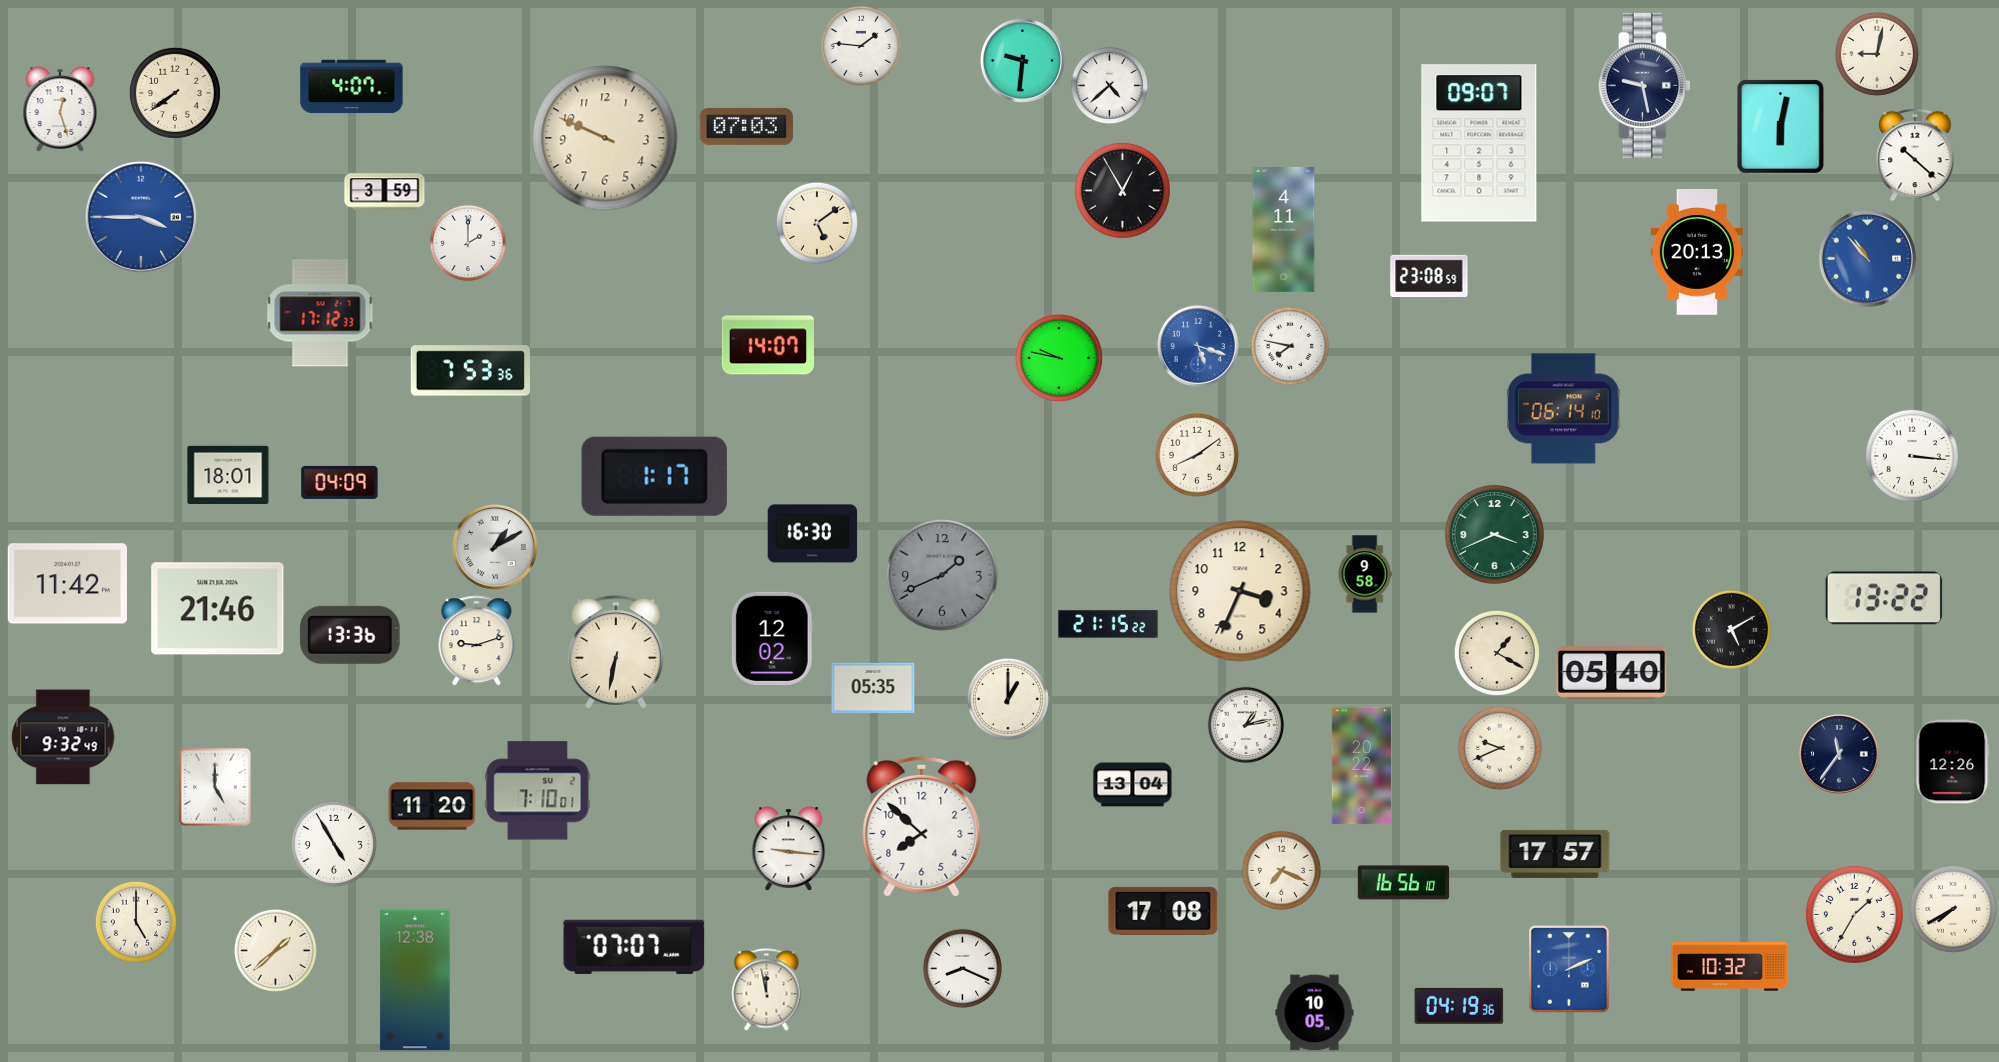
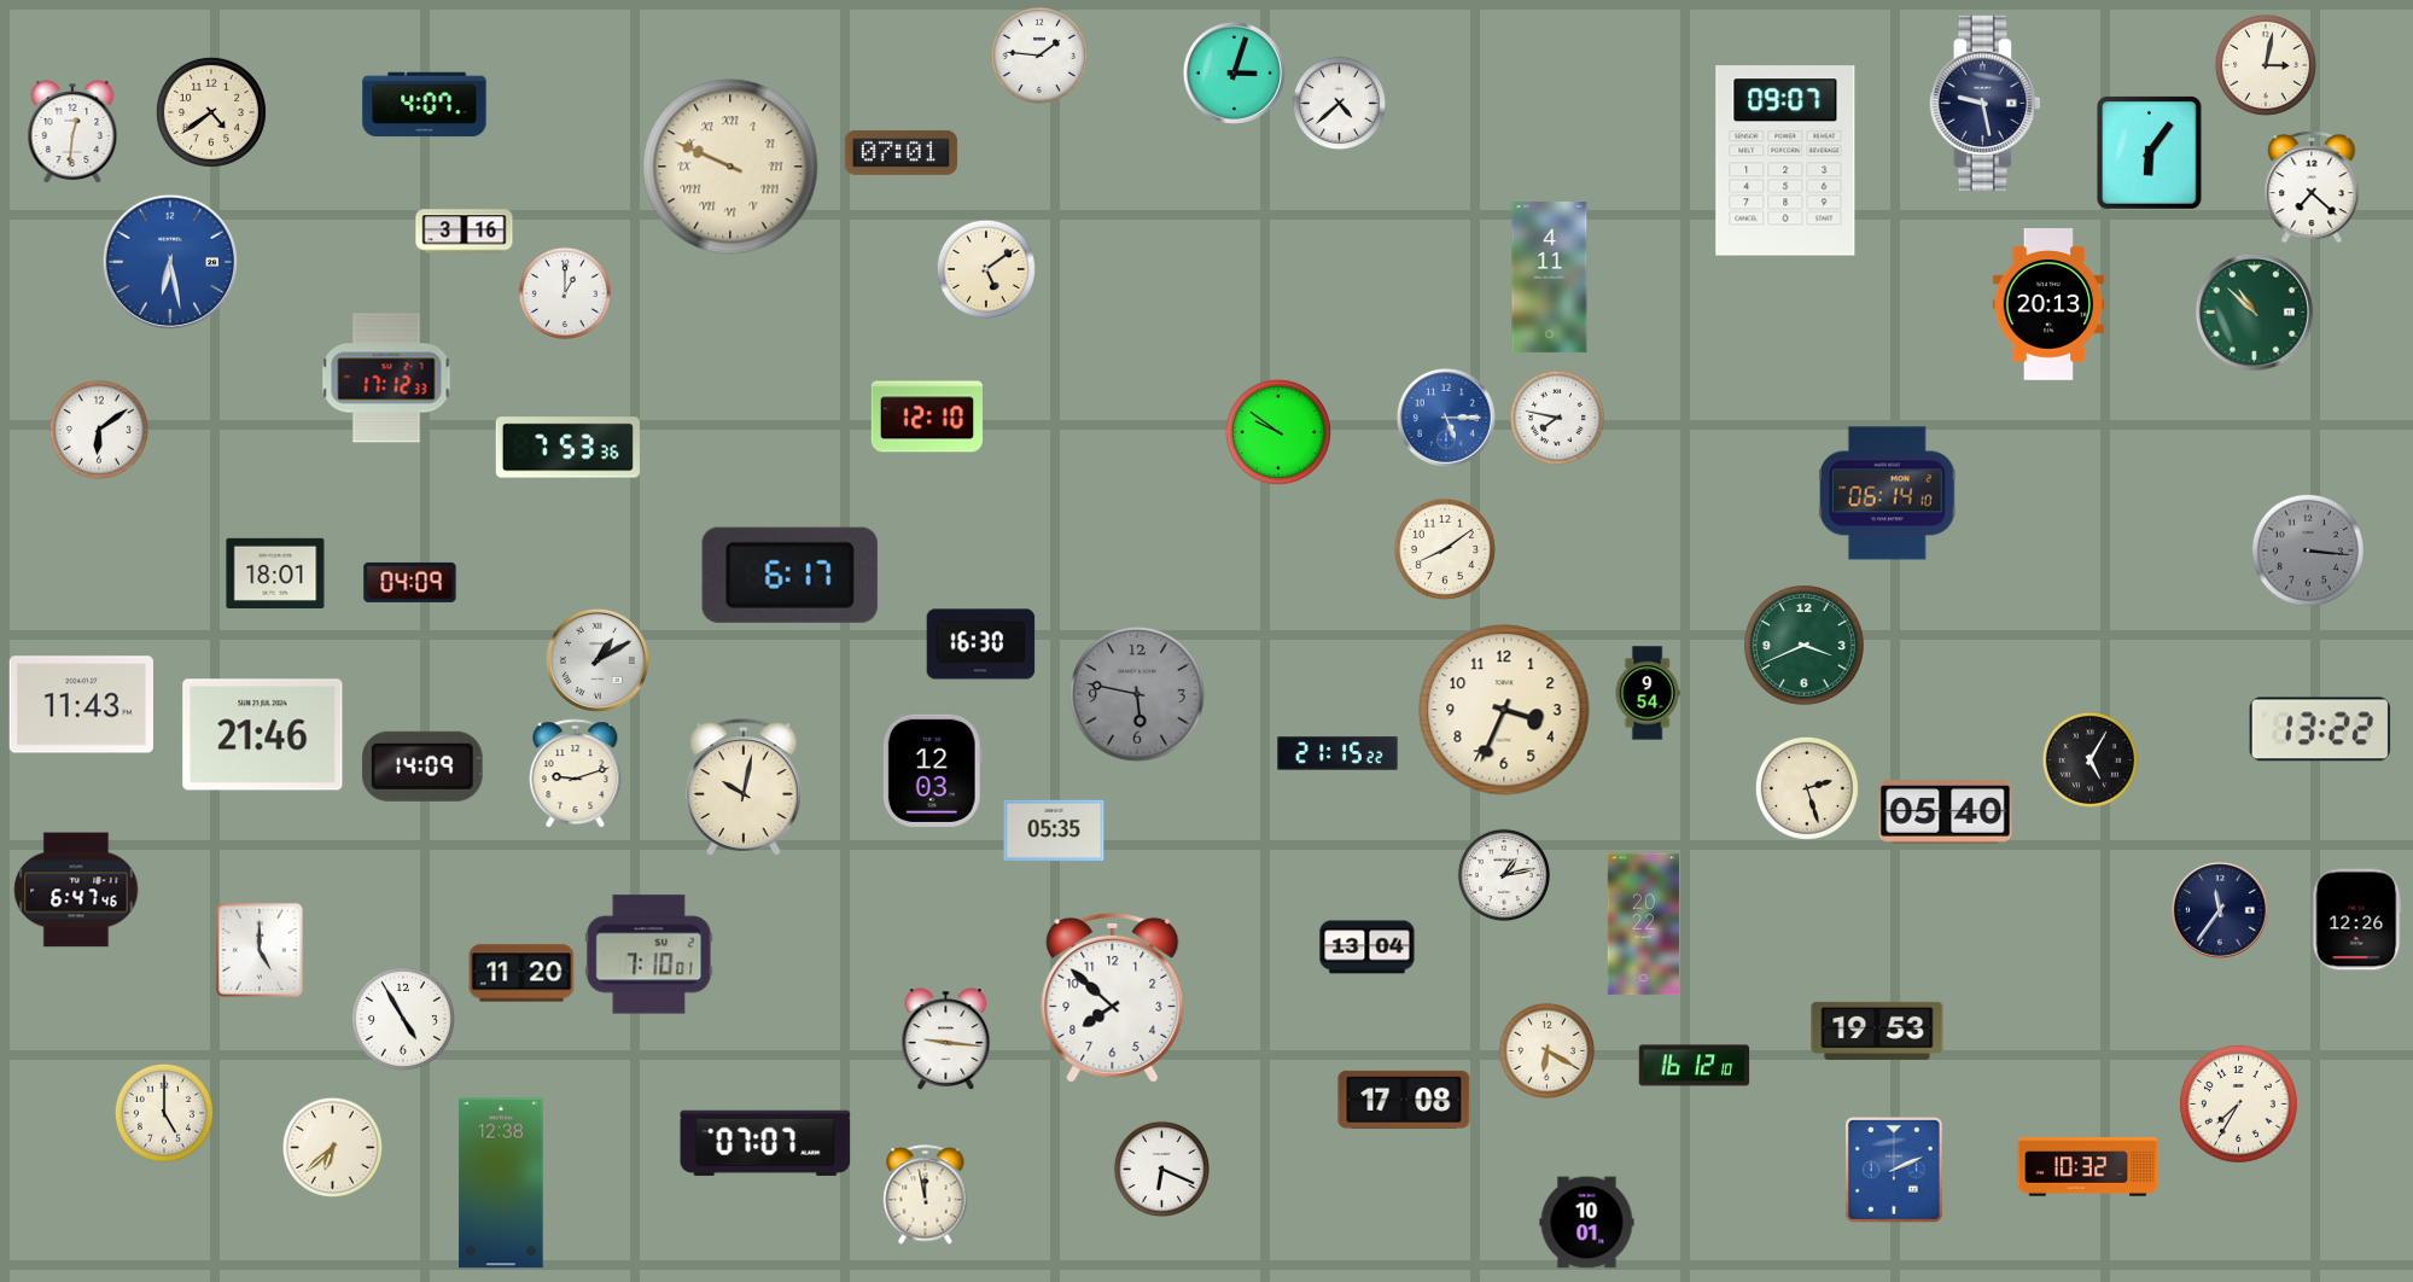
clock at (1877, 54): 9:02 -> 3:02
clock at (1022, 60): 9:31 -> 3:03
clock at (175, 93): 7:39 -> 4:39
clock at (60, 110): 12:27 -> 12:31
clock at (746, 126): 07:03 -> 07:01
clock at (1781, 127): 6:02 -> 6:06
clock at (605, 138) numerals: Arabic -> Roman
clock at (1479, 143) position: (1479, 143) -> (1785, 161)
clock at (1915, 155): 10:22 -> 7:22
clock at (1122, 190): 12:55 -> none
clock at (385, 192): 3:59 -> 3:16
clock at (140, 216): 3:45 -> 6:28
clock at (467, 242): 2:00 -> 1:00
clock at (1867, 258): 10:53 -> 10:52
clock at (1867, 258) dial: blue -> green
clock at (1429, 275): 23:08 -> none
clock at (767, 345): 14:07 -> 12:10
clock at (1198, 346): 5:18 -> 5:15
clock at (99, 430): none -> 6:09
clock at (1059, 358): 9:47 -> 9:51
clock at (1912, 456) dial: white -> grey
clock at (654, 476): 1:17 -> 6:17
clock at (1365, 574): 9:58 -> 9:54
clock at (943, 576): 1:41 -> 5:47
clock at (67, 584): 11:42 -> 11:43
clock at (1240, 591) position: (1240, 591) -> (1504, 710)
clock at (1884, 598) position: (1884, 598) -> (2320, 729)
clock at (1731, 629): 5:10 -> 5:05
clock at (350, 635): 13:36 -> 14:09
clock at (772, 638): 12:02 -> 12:03
clock at (616, 652): 6:32 -> 10:02
clock at (1497, 653): 1:20 -> 2:27
clock at (1008, 699): 1:00 -> none
clock at (63, 737): 9:32 -> 6:47
clock at (1500, 748): 9:41 -> none
clock at (789, 849) position: (789, 849) -> (946, 1039)
clock at (1555, 854): 17:57 -> 19:53
clock at (1281, 870): 7:19 -> 6:20
clock at (1404, 883): 16:56 -> 16:12
clock at (1953, 909): 7:40 -> none
clock at (1854, 914): 1:35 -> 7:35
clock at (275, 950): 1:38 -> 6:38
clock at (962, 968): 8:19 -> 6:19
clock at (1459, 1006): 04:19 -> none
clock at (1315, 1013): 10:05 -> 10:01
